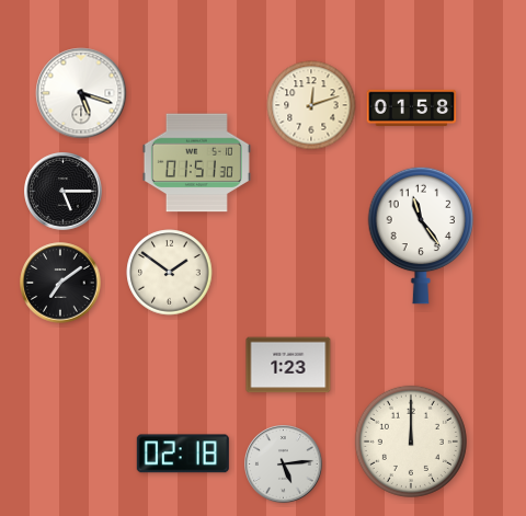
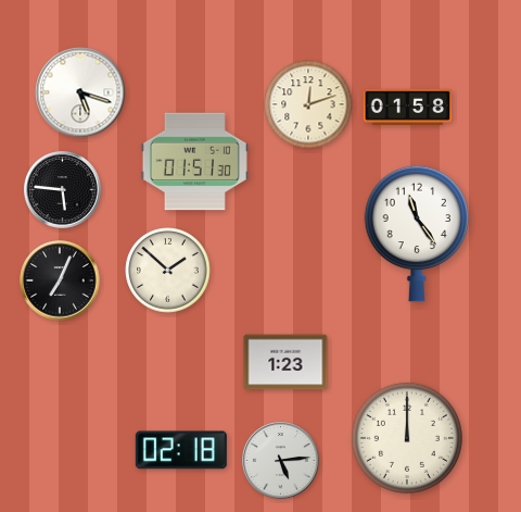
clock at (64, 192): 5:15 -> 5:46
clock at (170, 273): 1:51 -> 1:52
clock at (60, 283): 7:09 -> 7:04
